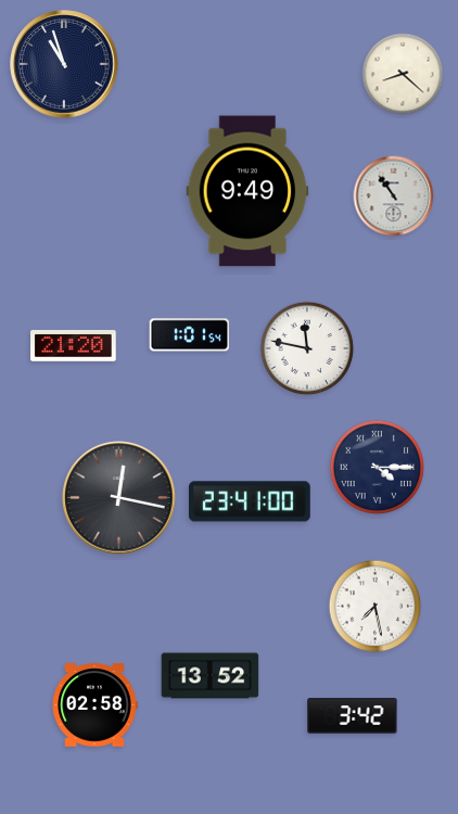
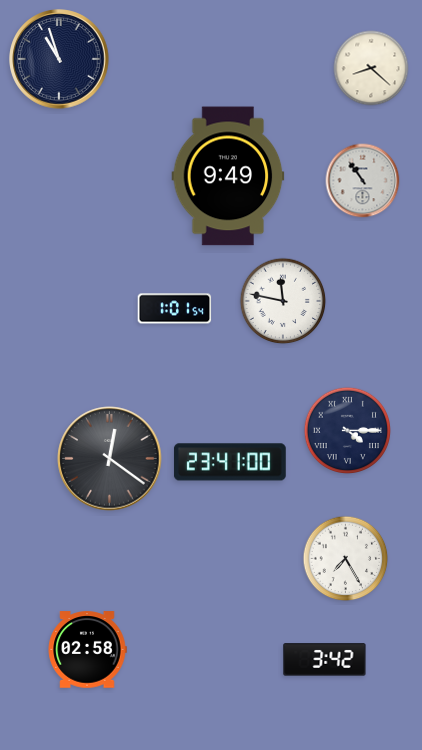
clock at (74, 346): 21:20 -> none
clock at (307, 348) position: (307, 348) -> (283, 301)
clock at (119, 498): 12:17 -> 12:21
clock at (376, 607): 7:28 -> 7:25
clock at (211, 676): 13:52 -> none
